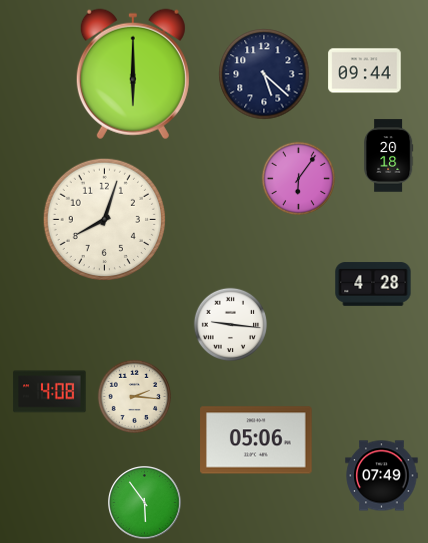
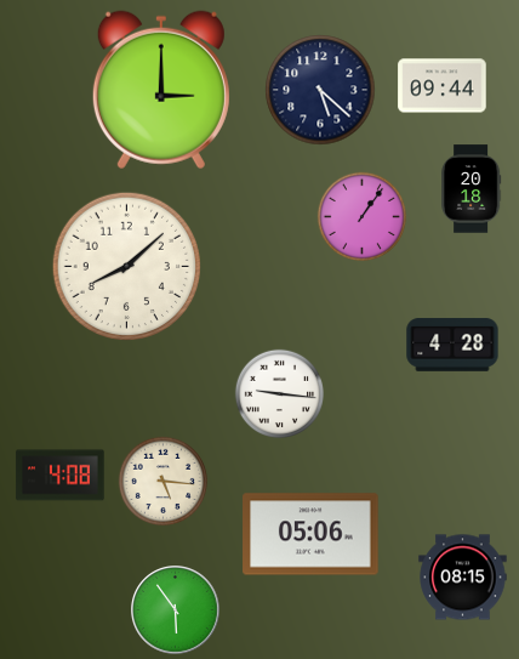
clock at (133, 74): 6:00 -> 3:00
clock at (298, 178): 6:06 -> 1:06
clock at (104, 219): 8:03 -> 8:08
clock at (134, 396): 2:16 -> 5:16
clock at (382, 476): 07:49 -> 08:15
